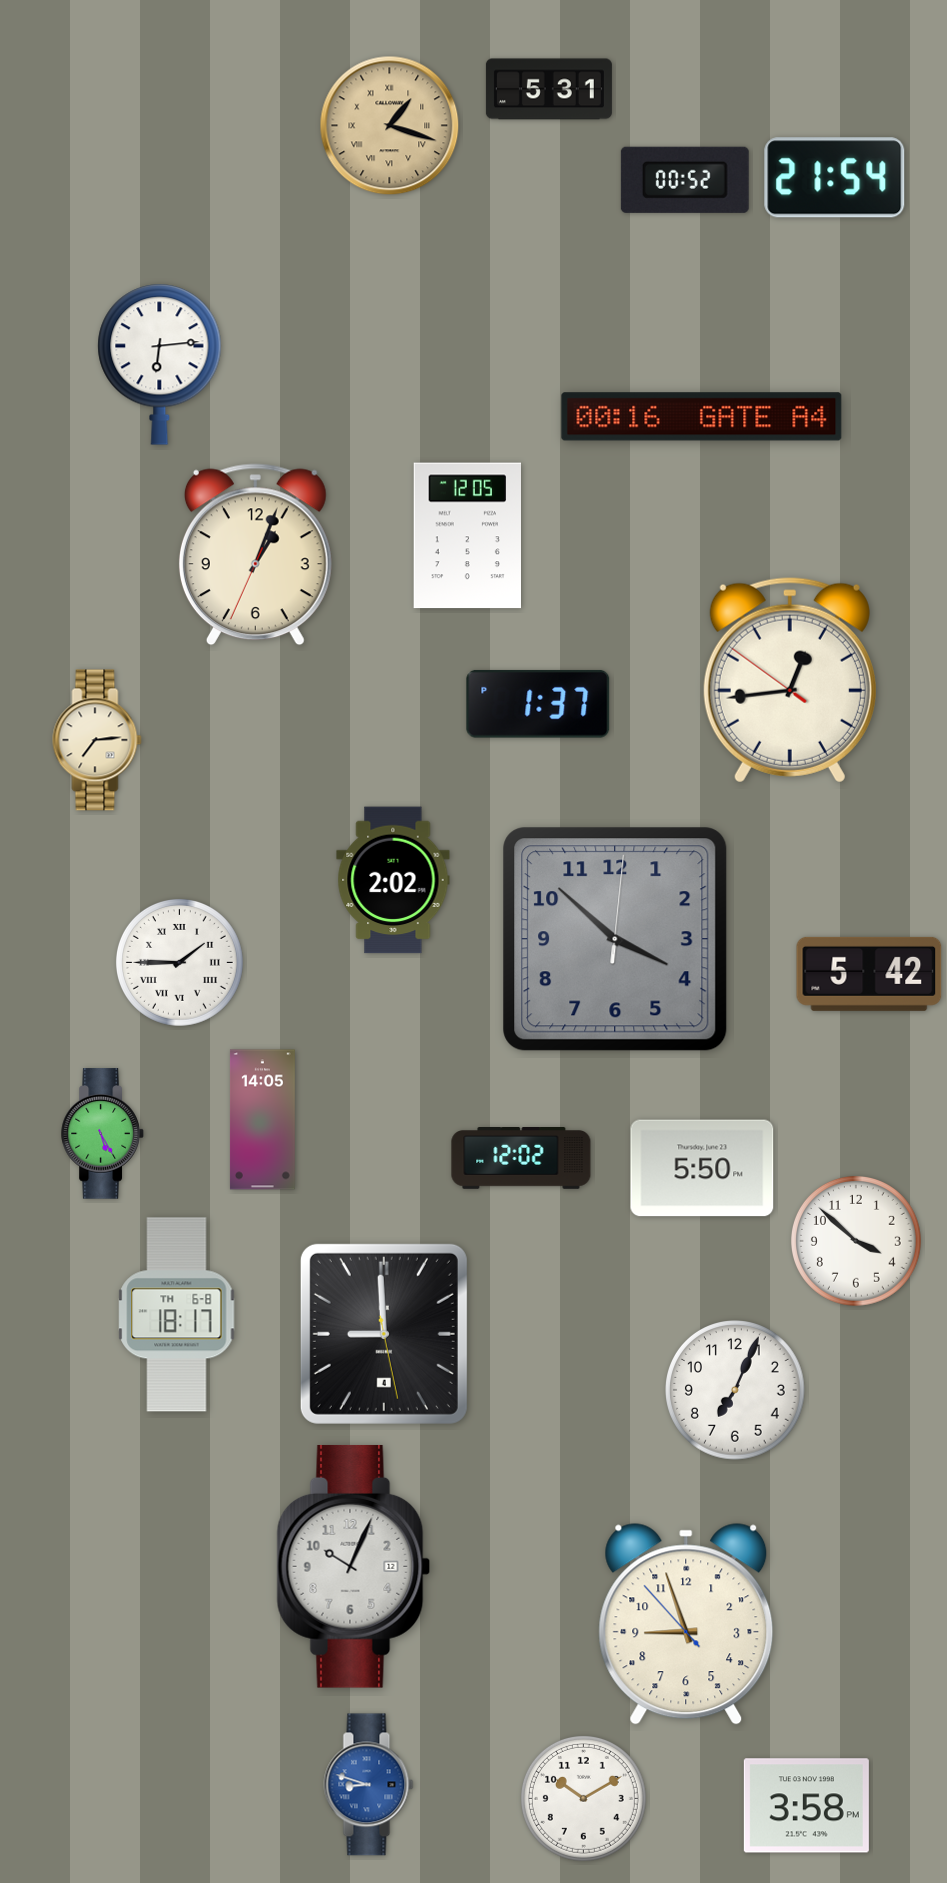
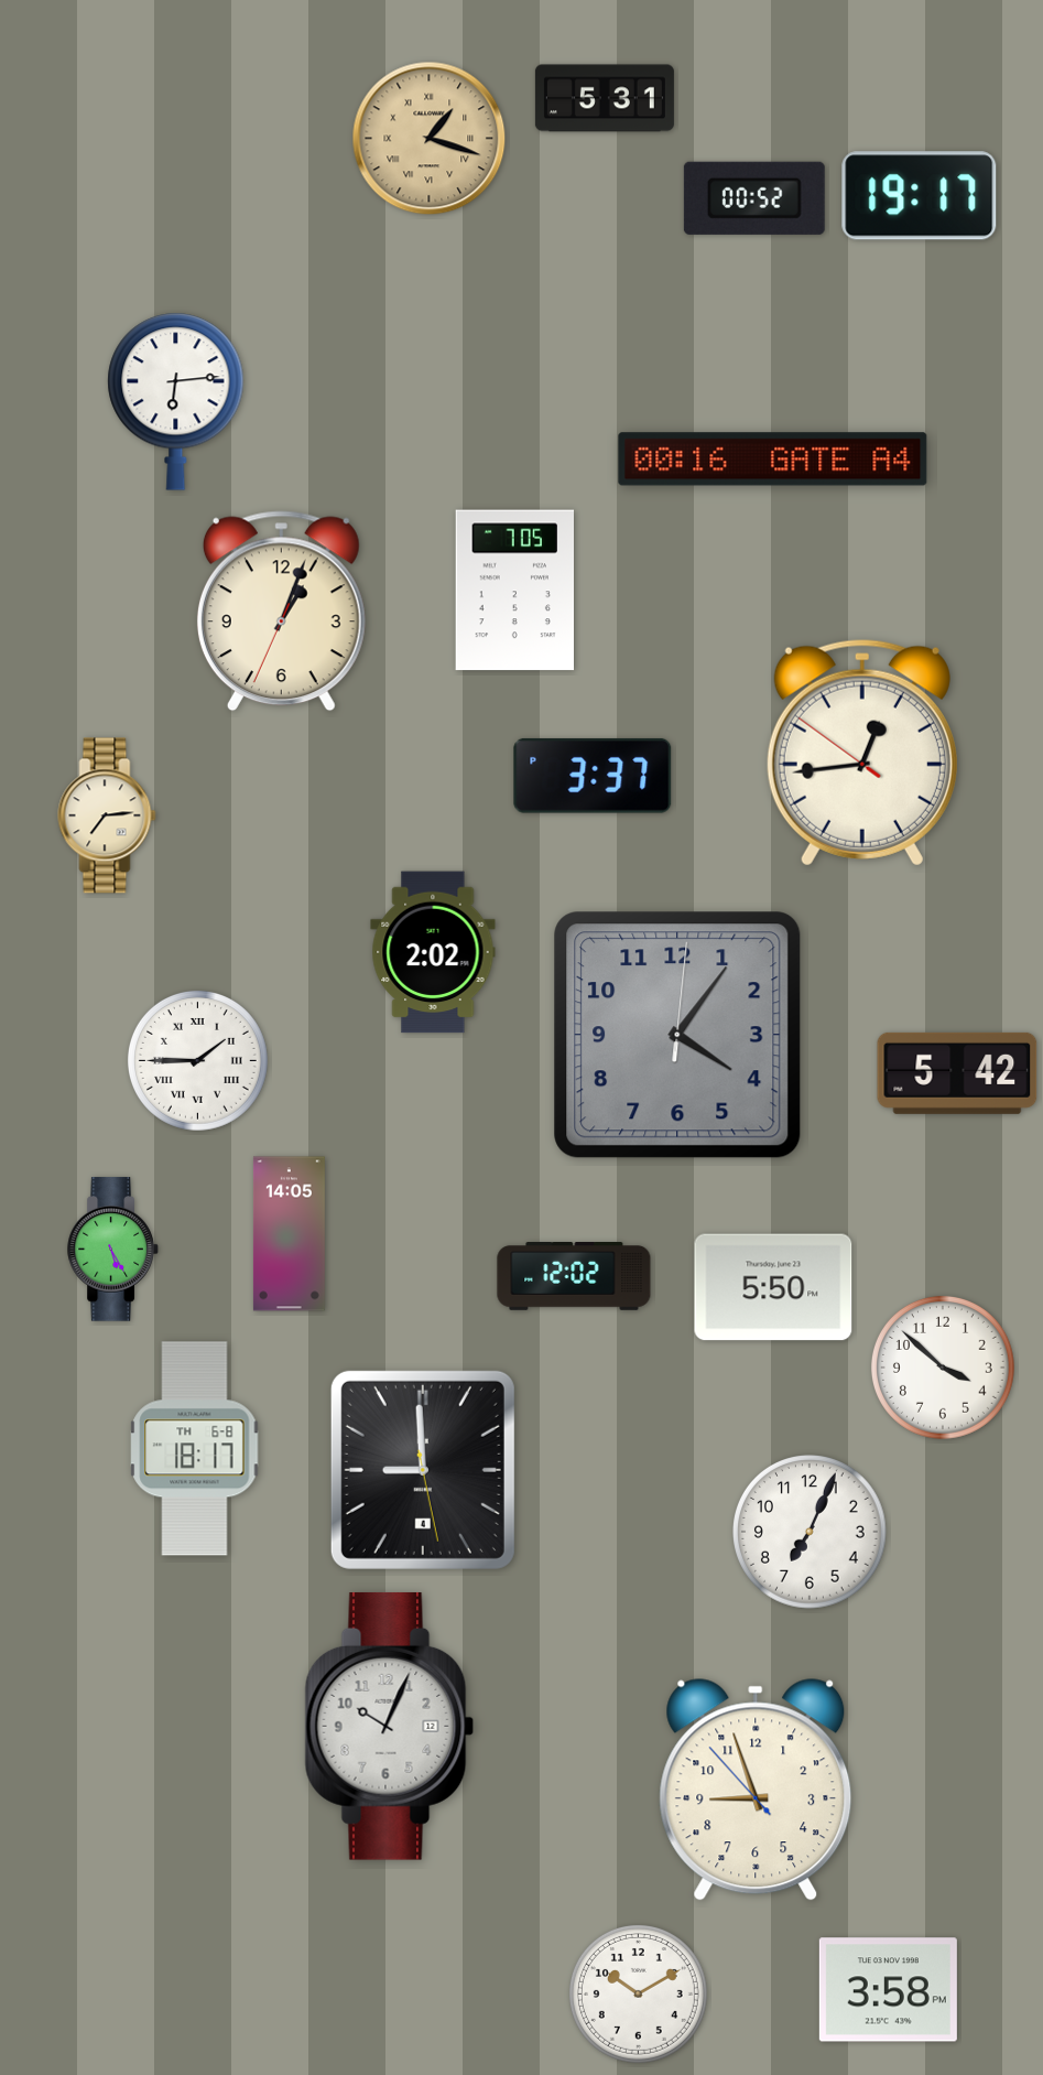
clock at (835, 178): 21:54 -> 19:17
clock at (467, 536): 12:05 -> 7:05
clock at (790, 680) position: (790, 680) -> (862, 753)
clock at (538, 704): 1:37 -> 3:37
clock at (393, 880) position: (393, 880) -> (433, 952)
clock at (615, 939): 3:52 -> 4:06
clock at (369, 1785): 8:48 -> none
clock at (583, 1798) position: (583, 1798) -> (638, 1993)
